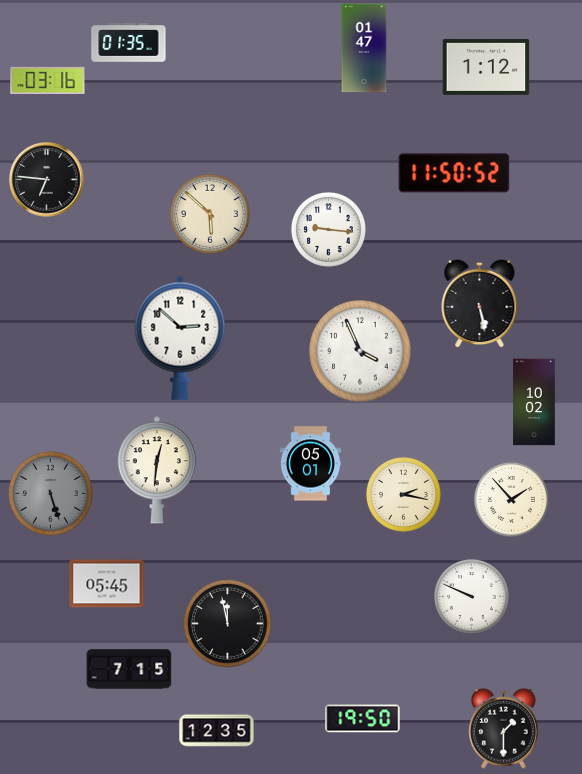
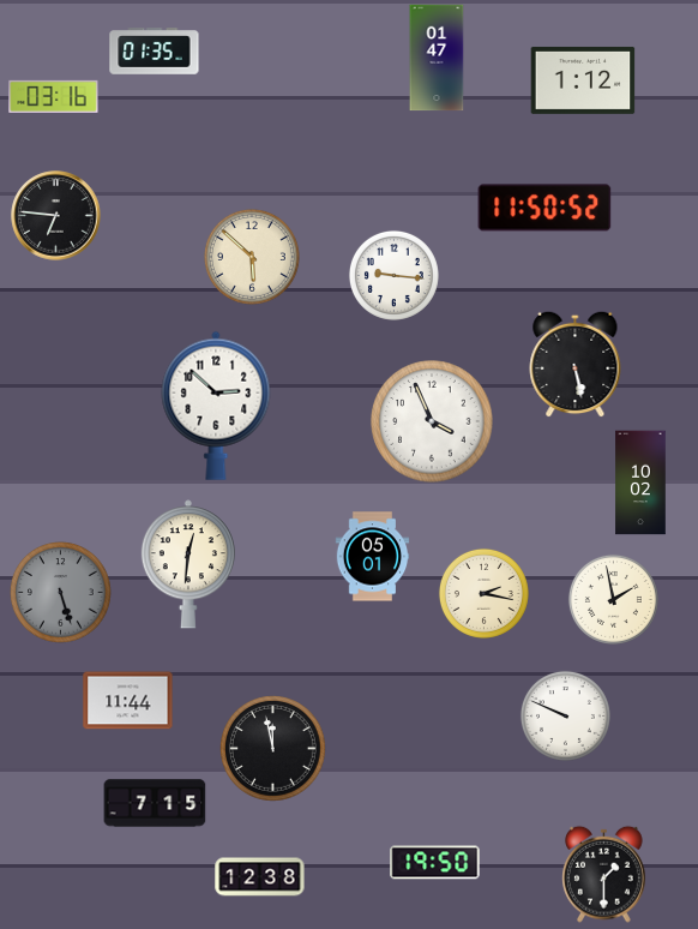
clock at (48, 80) position: (48, 80) -> (54, 96)
clock at (511, 499): 1:53 -> 1:58
clock at (107, 584): 05:45 -> 11:44
clock at (217, 731): 12:35 -> 12:38
